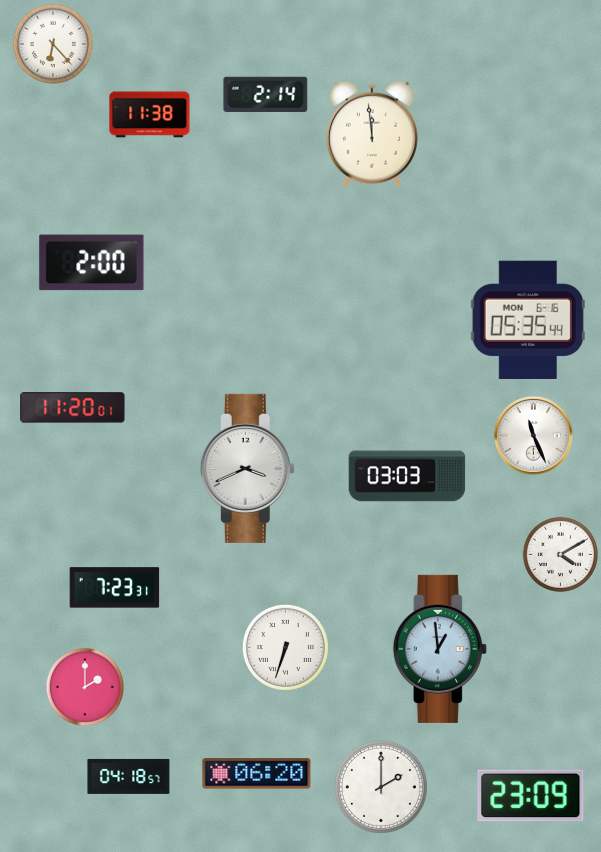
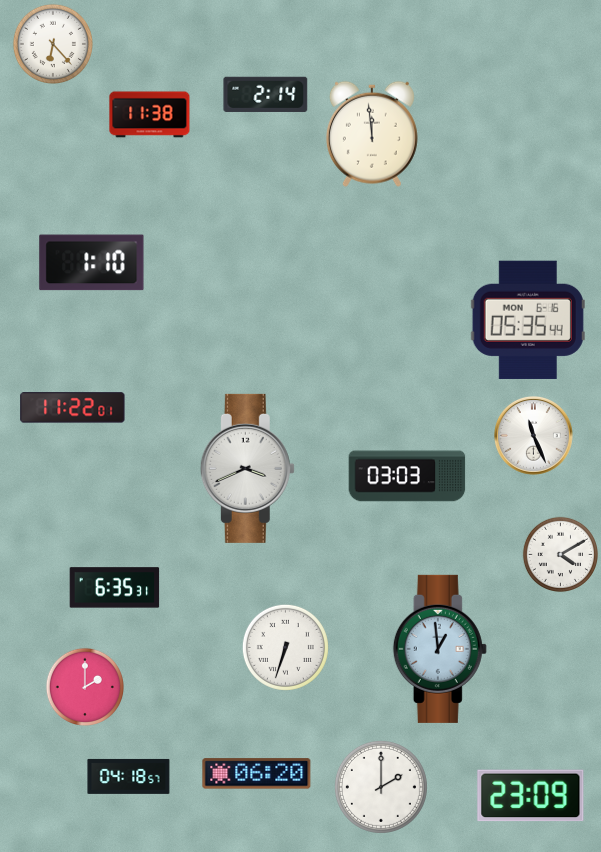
clock at (92, 263): 2:00 -> 1:10
clock at (73, 408): 11:20 -> 11:22
clock at (115, 588): 7:23 -> 6:35
